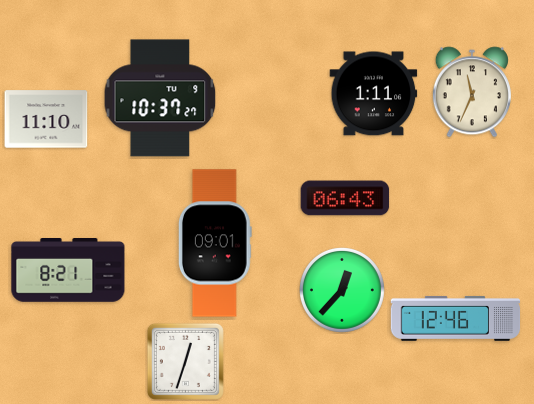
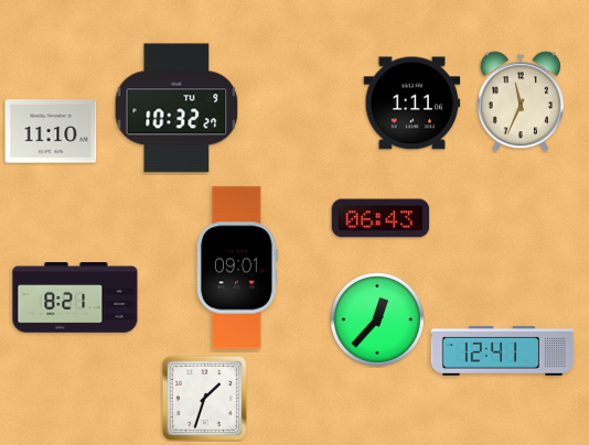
clock at (160, 98): 10:37 -> 10:32
clock at (456, 319): 12:46 -> 12:41
clock at (185, 361): 12:33 -> 1:33
